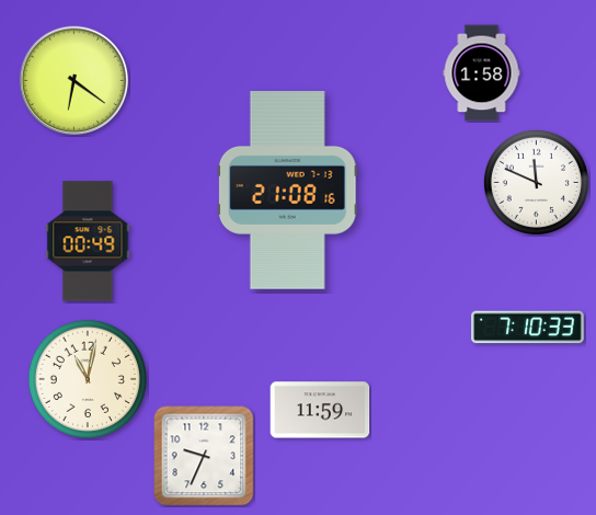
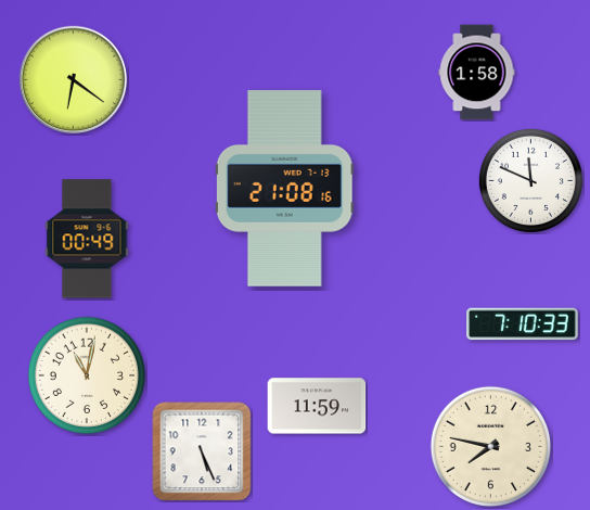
clock at (490, 446): none -> 7:47
clock at (204, 456): 9:34 -> 5:26
